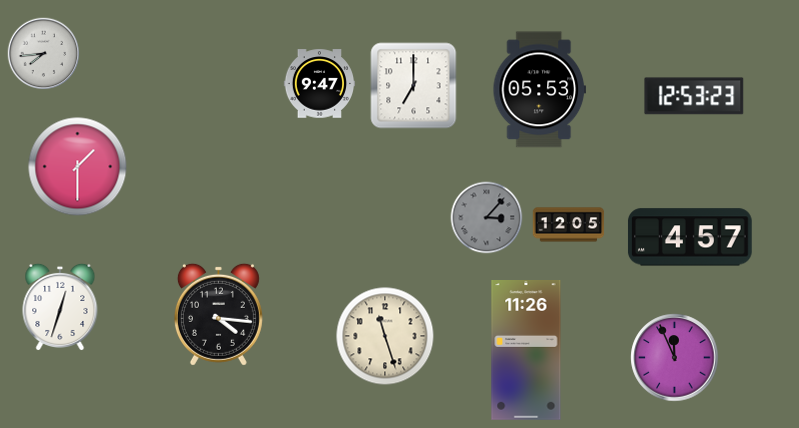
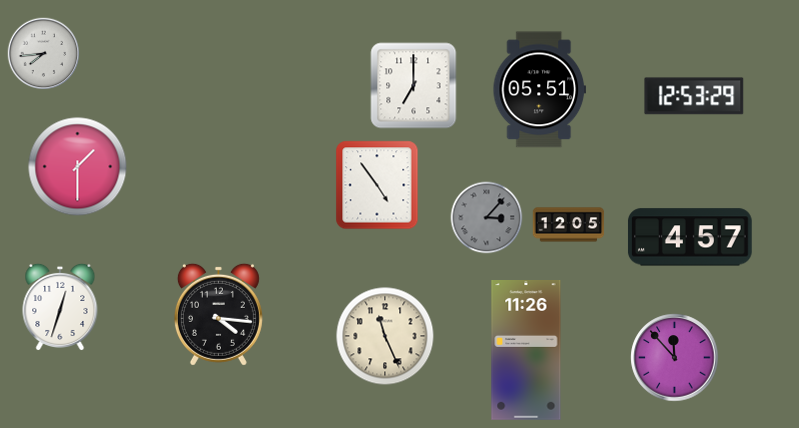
clock at (320, 84): 9:47 -> none
clock at (539, 90): 05:53 -> 05:51
clock at (694, 96): 12:53:23 -> 12:53:29
clock at (377, 185): none -> 4:54
clock at (385, 336): 11:27 -> 11:26
clock at (675, 358): 11:56 -> 11:53
